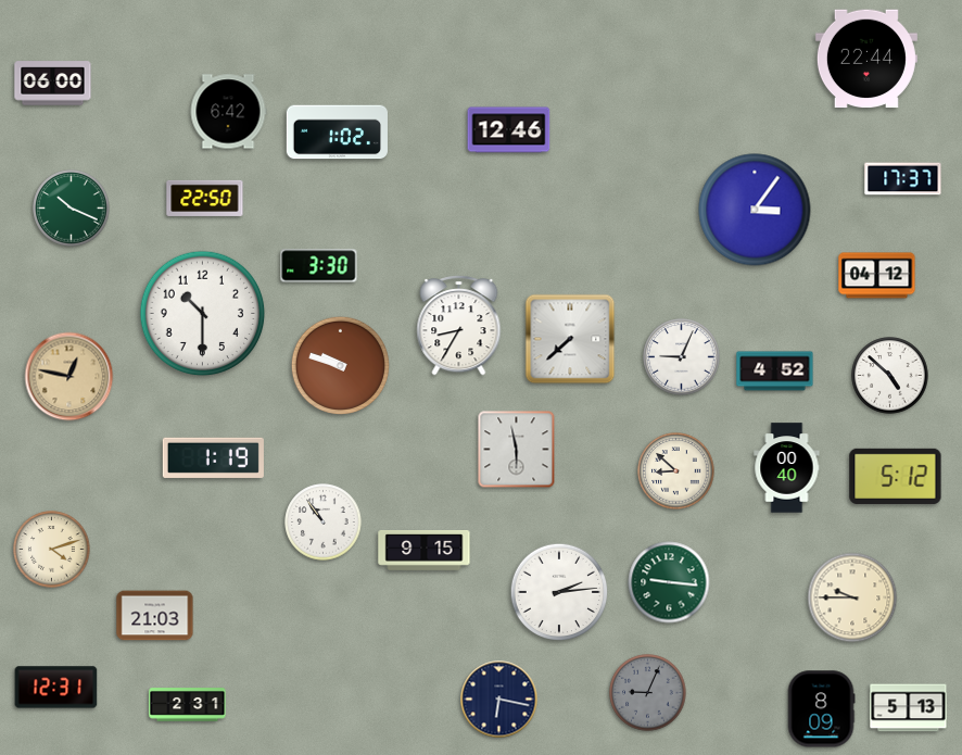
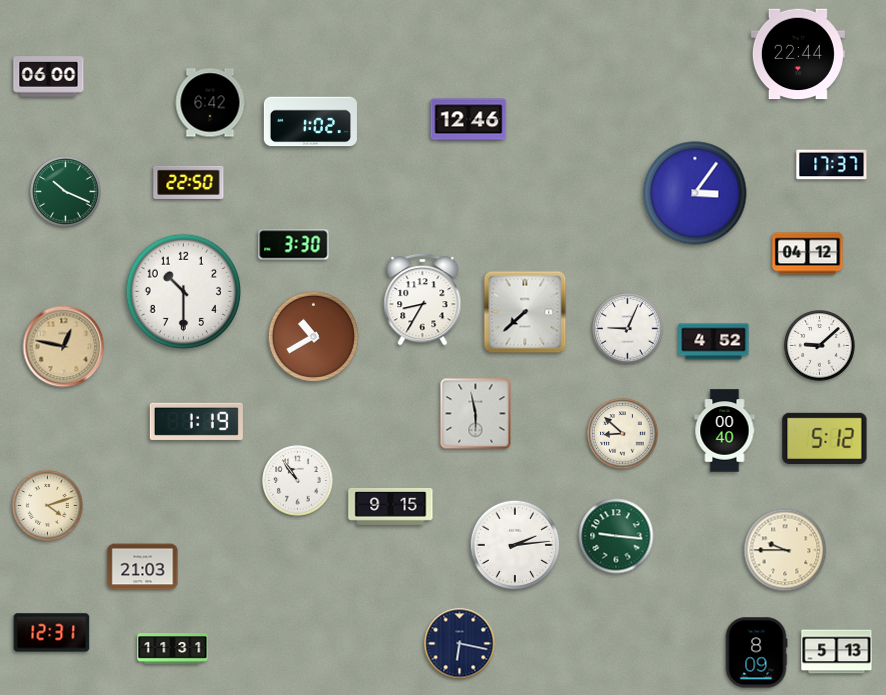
clock at (203, 314) position: (203, 314) -> (184, 292)
clock at (340, 365): 9:48 -> 10:40
clock at (890, 376): 4:52 -> 9:08
clock at (648, 693): 9:04 -> none
clock at (188, 705): 2:31 -> 11:31
